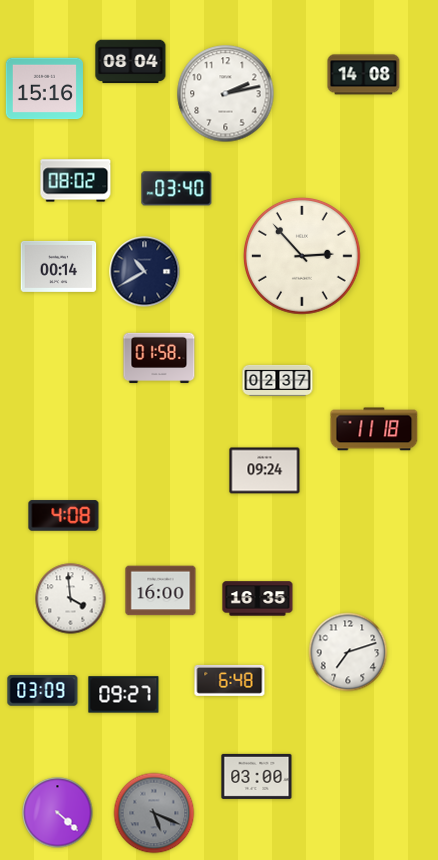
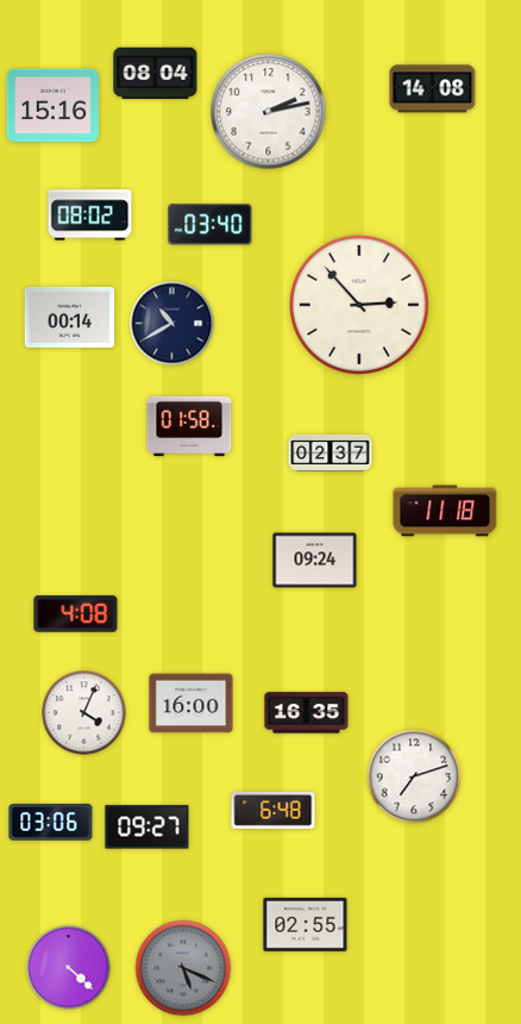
clock at (71, 599): 3:59 -> 4:04
clock at (43, 691): 03:09 -> 03:06
clock at (257, 776): 03:00 -> 02:55
